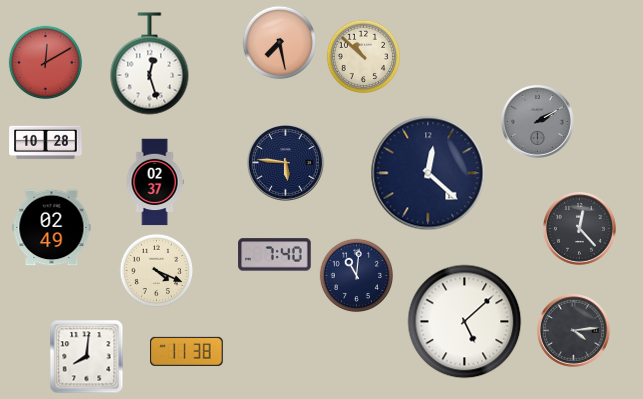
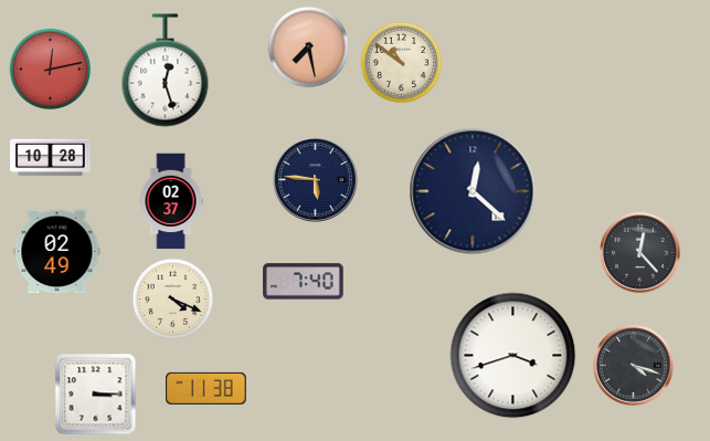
clock at (364, 57): 10:52 -> 10:51
clock at (46, 63): 12:10 -> 12:13
clock at (538, 122): 2:10 -> none
clock at (357, 276): 11:01 -> none
clock at (465, 322): 5:08 -> 3:42
clock at (574, 331): 4:14 -> 4:18
clock at (87, 357): 8:01 -> 3:15
